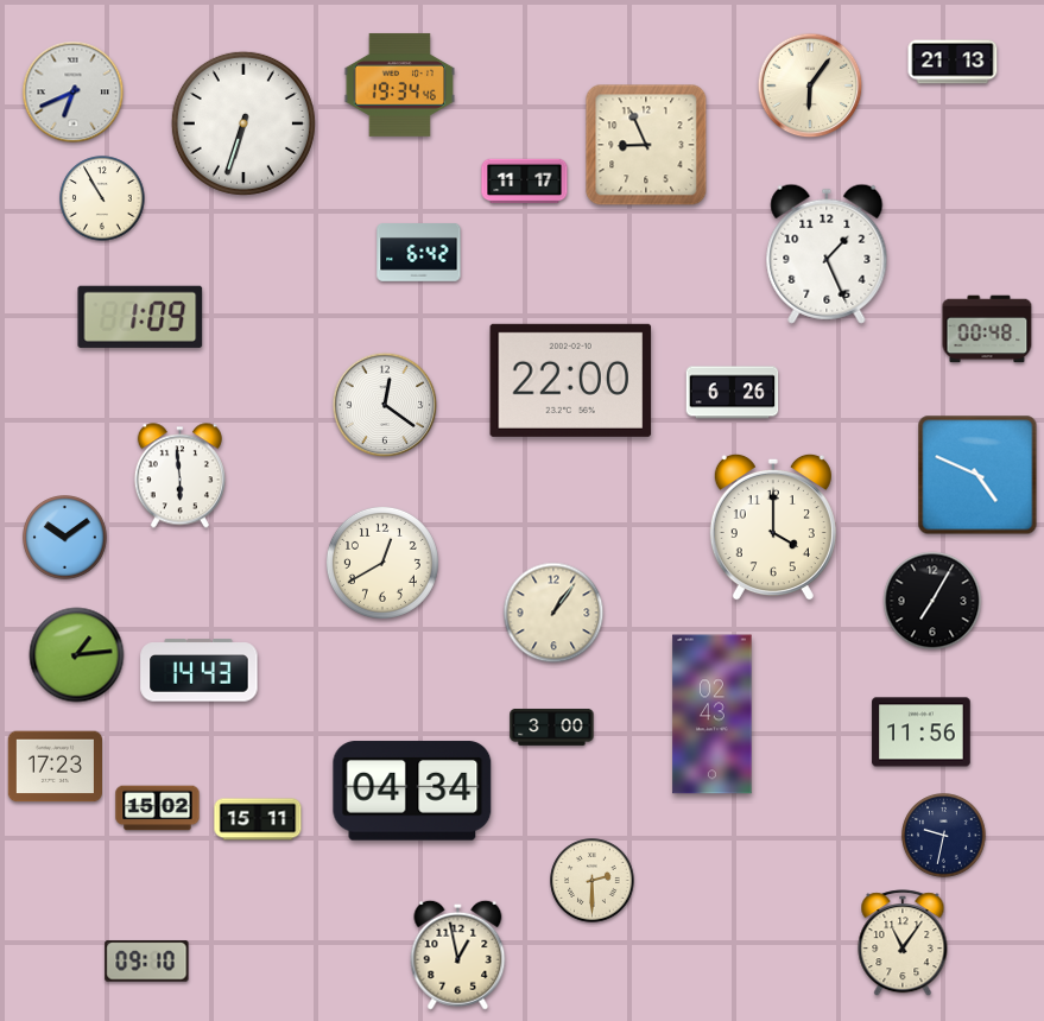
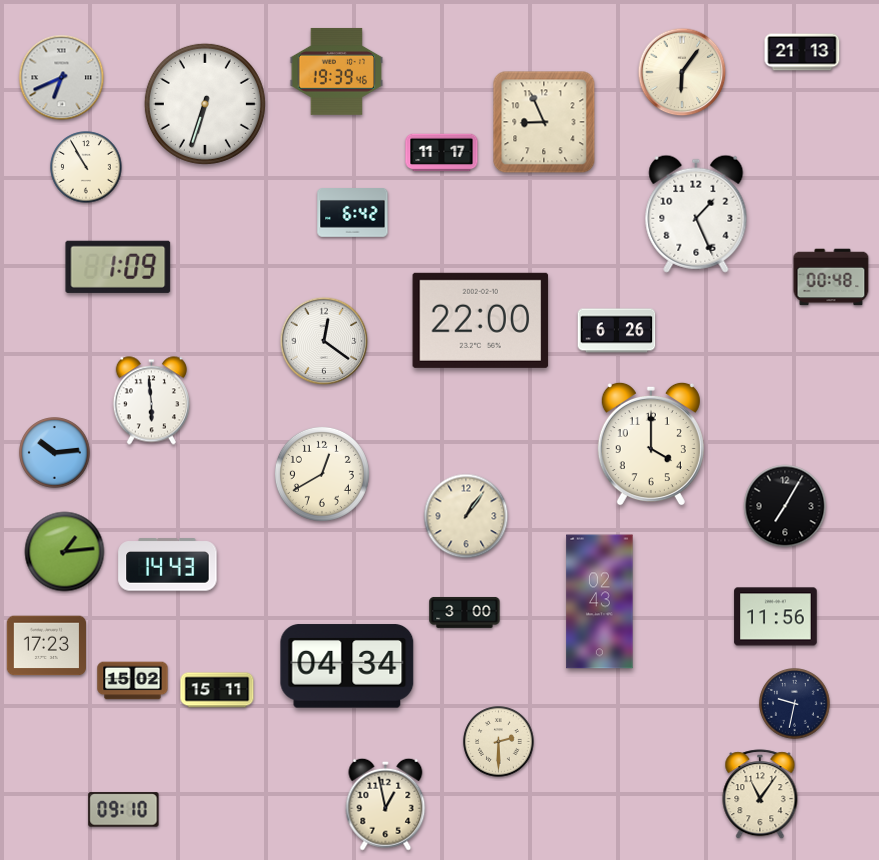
clock at (400, 84): 19:34 -> 19:39
clock at (977, 475): 4:49 -> none
clock at (65, 538): 10:09 -> 10:14
